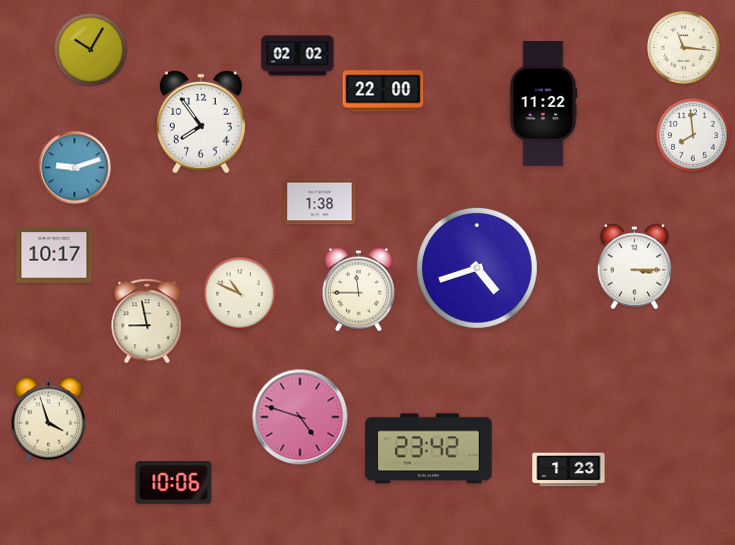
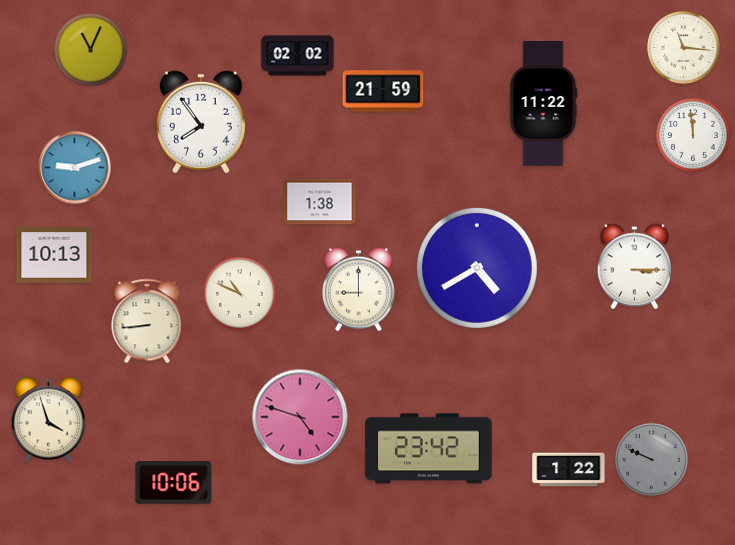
clock at (91, 50): 10:05 -> 11:04
clock at (383, 91): 22:00 -> 21:59
clock at (694, 136): 7:59 -> 11:59
clock at (54, 256): 10:17 -> 10:13
clock at (477, 268): 4:42 -> 4:40
clock at (358, 290): 11:45 -> 9:00
clock at (147, 321): 8:58 -> 8:44
clock at (652, 460): none -> 9:49
clock at (569, 470): 1:23 -> 1:22
